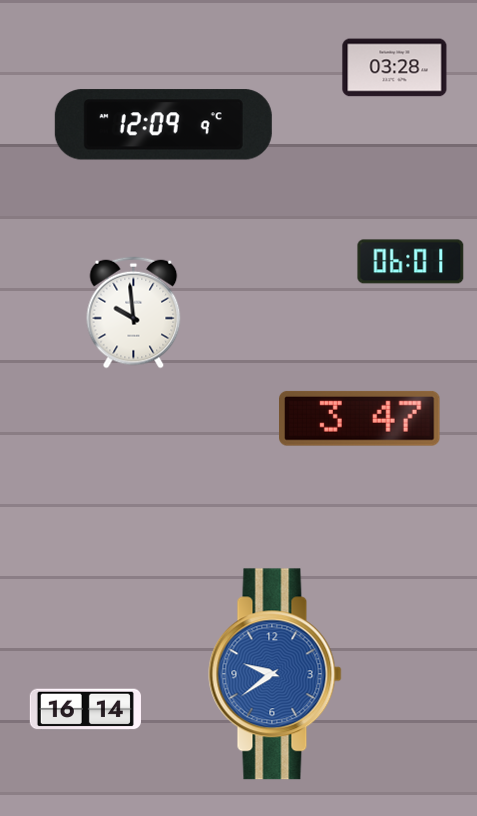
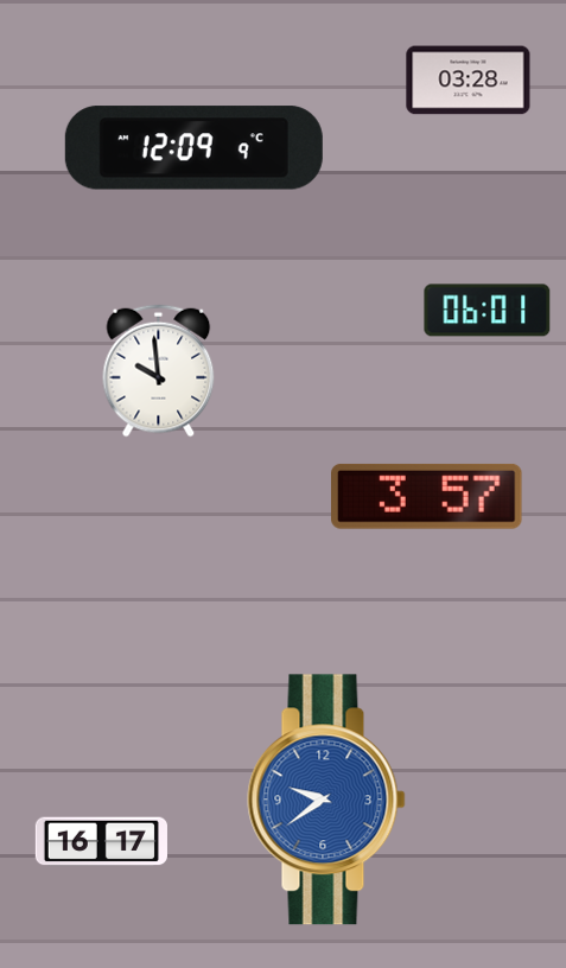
clock at (360, 418): 3:47 -> 3:57
clock at (85, 710): 16:14 -> 16:17
